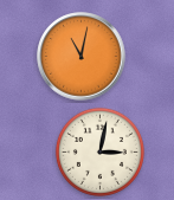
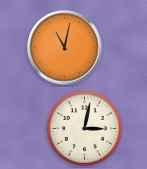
clock at (82, 57) position: (82, 57) -> (65, 48)
